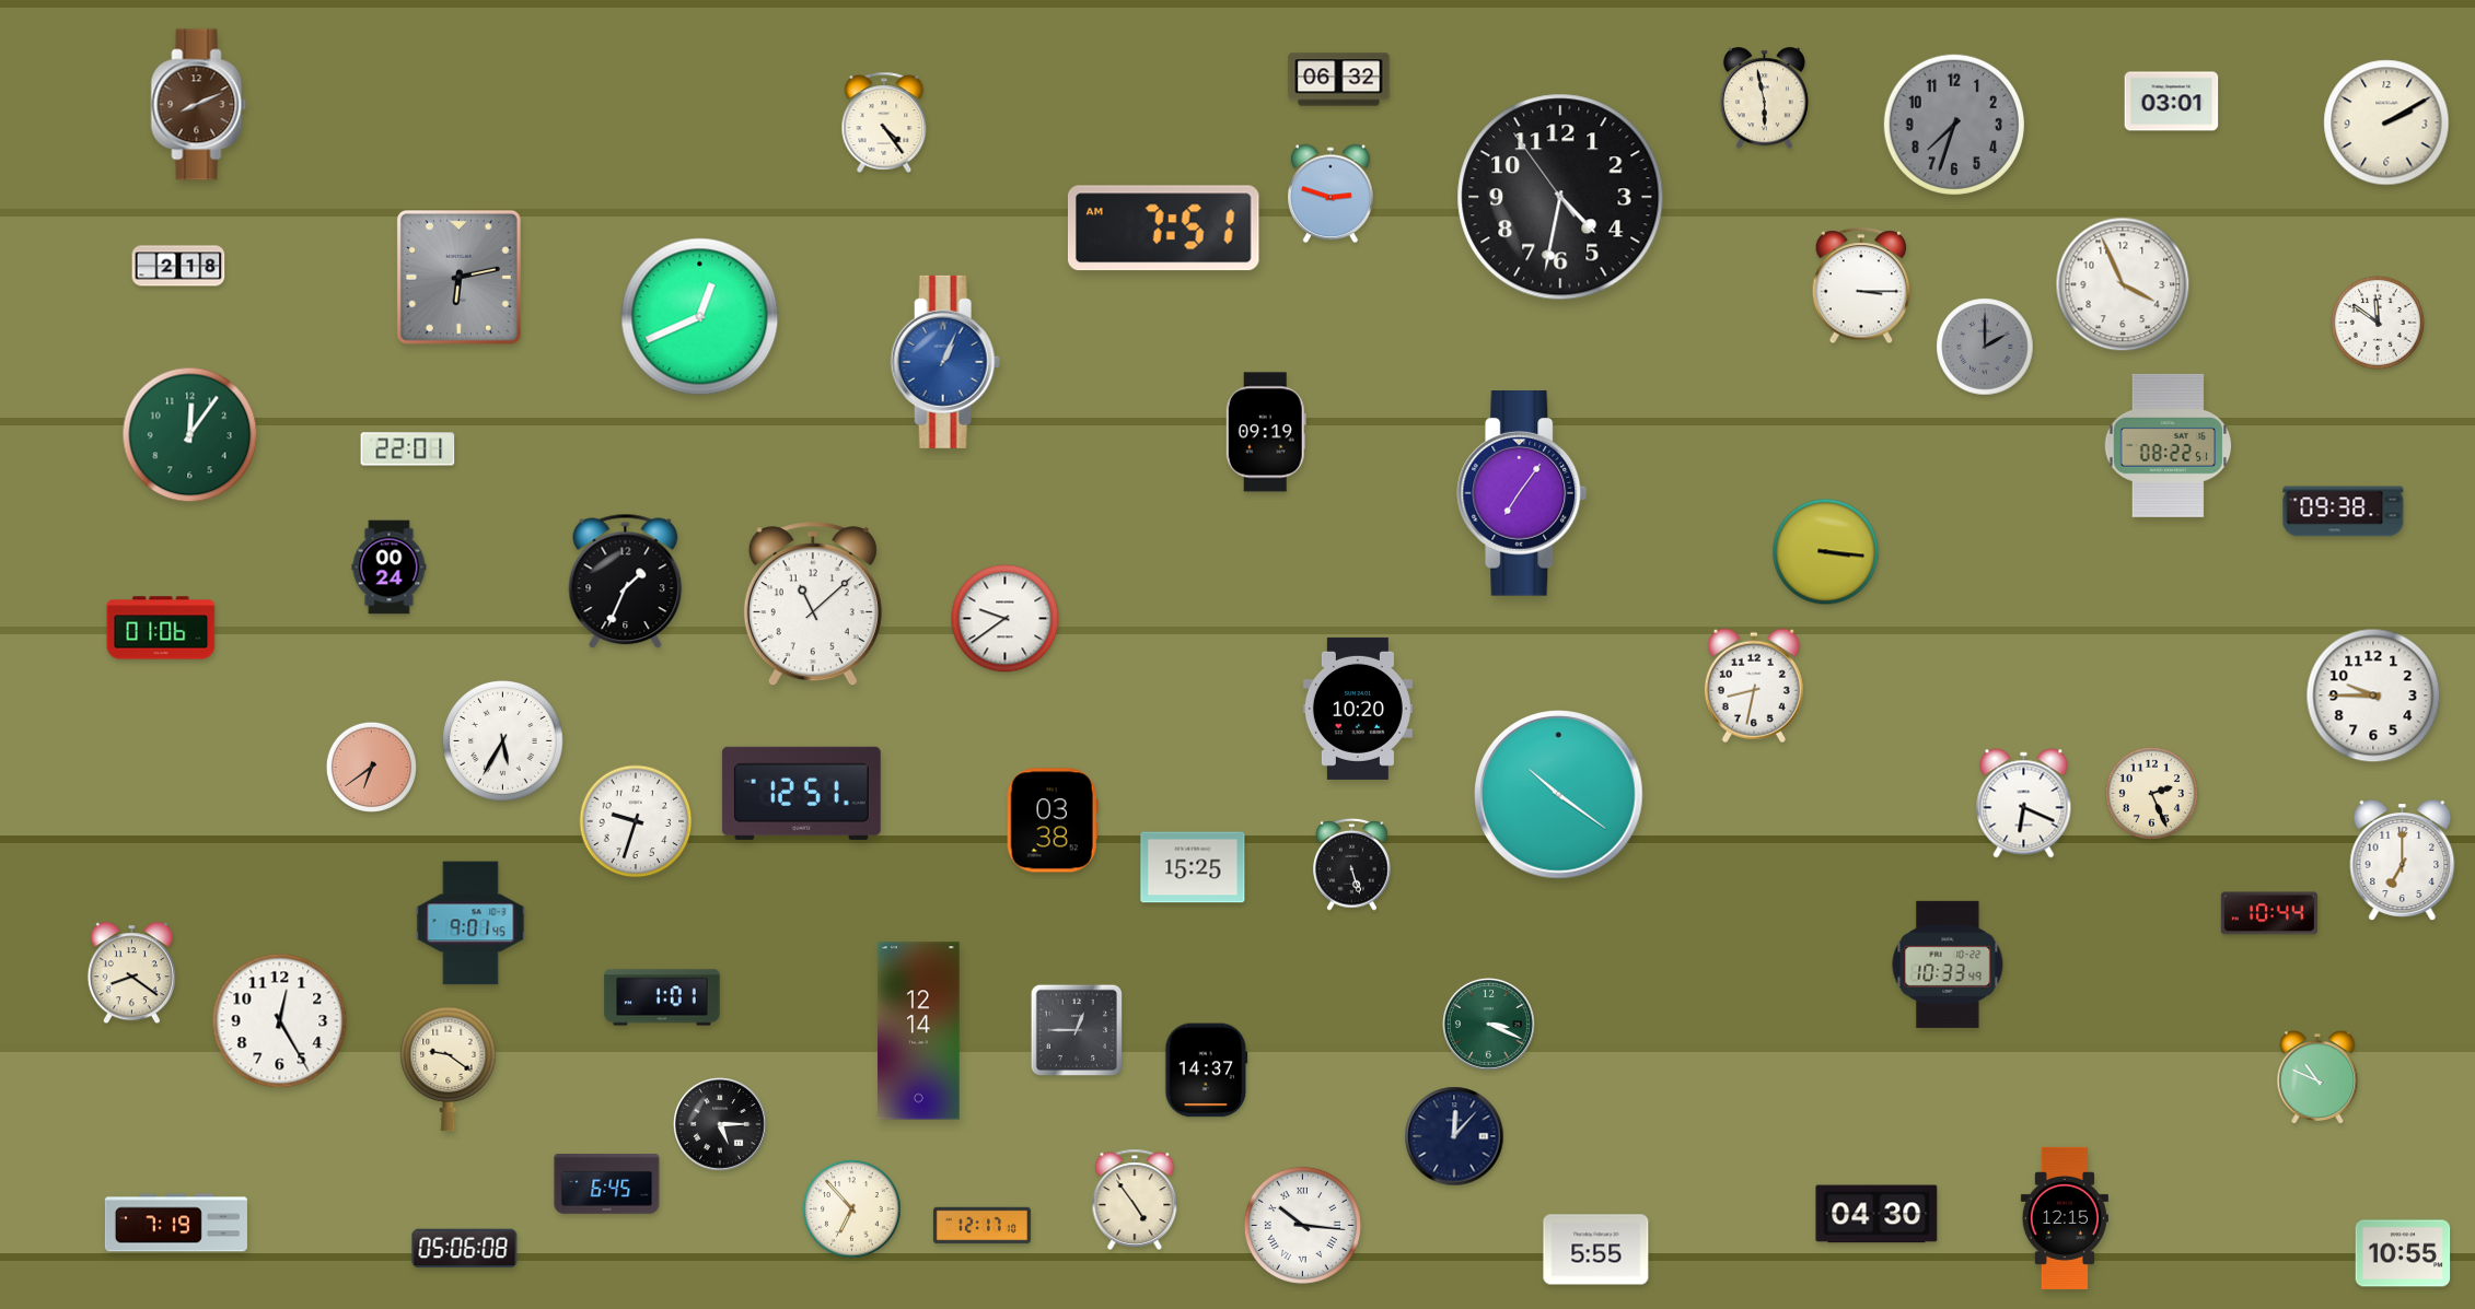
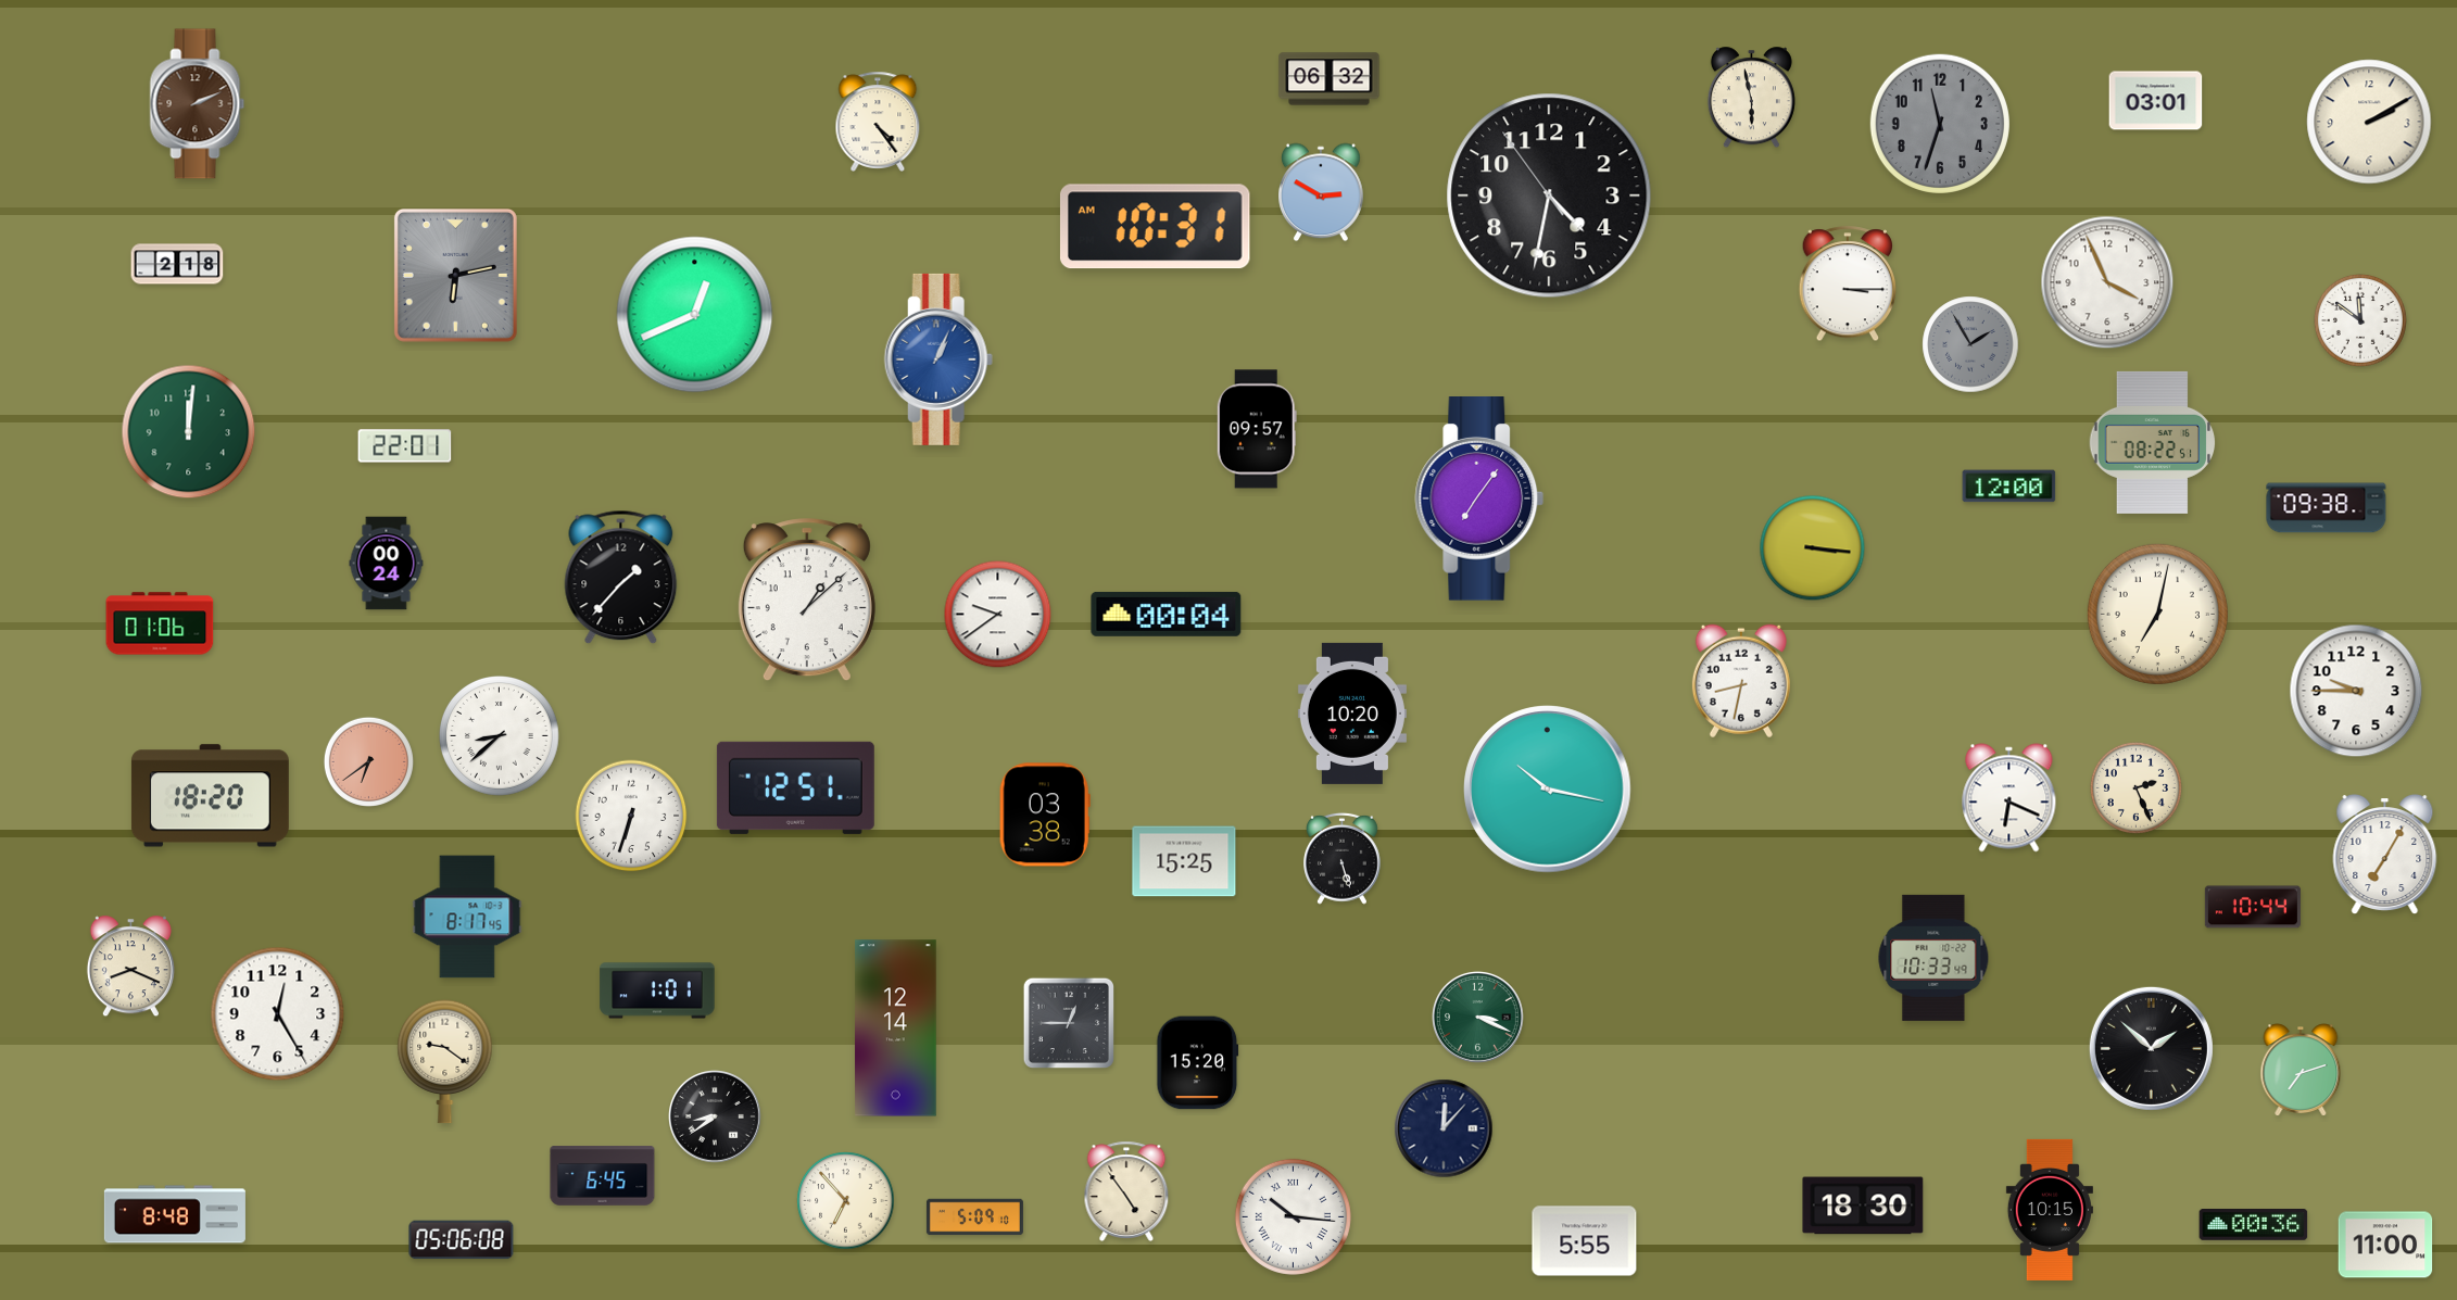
clock at (199, 105): 8:11 -> 2:11
clock at (1953, 124): 7:33 -> 11:33
clock at (1332, 194): 2:48 -> 2:50
clock at (1163, 229): 7:51 -> 10:31
clock at (1985, 347): 2:00 -> 1:55
clock at (1266, 432): 09:19 -> 09:57
clock at (190, 435): 12:06 -> 12:01
clock at (2009, 487): none -> 12:00
clock at (1522, 493) position: (1522, 493) -> (1479, 498)
clock at (626, 582): 1:34 -> 1:37
clock at (813, 605): 11:08 -> 1:08
clock at (1167, 614): none -> 00:04
clock at (2157, 614): none -> 7:02
clock at (1358, 709) position: (1358, 709) -> (1352, 714)
clock at (503, 741): 5:35 -> 8:38
clock at (1559, 795): 10:21 -> 10:17
clock at (210, 796): none -> 18:20
clock at (636, 821): 9:33 -> 6:33
clock at (2403, 861): 7:00 -> 7:05
clock at (470, 923): 9:01 -> 8:17
clock at (131, 973): 8:21 -> 8:19
clock at (919, 1031) position: (919, 1031) -> (896, 1028)
clock at (2151, 1048): none -> 1:52
clock at (1207, 1071): 14:37 -> 15:20
clock at (2317, 1077): 10:49 -> 7:12
clock at (721, 1125): 5:15 -> 8:39
clock at (1876, 1214): 04:30 -> 18:30
clock at (2065, 1218): 12:15 -> 10:15
clock at (176, 1223): 7:19 -> 8:48
clock at (981, 1226): 12:17 -> 5:09
clock at (2254, 1225): none -> 00:36
clock at (2403, 1253): 10:55 -> 11:00
